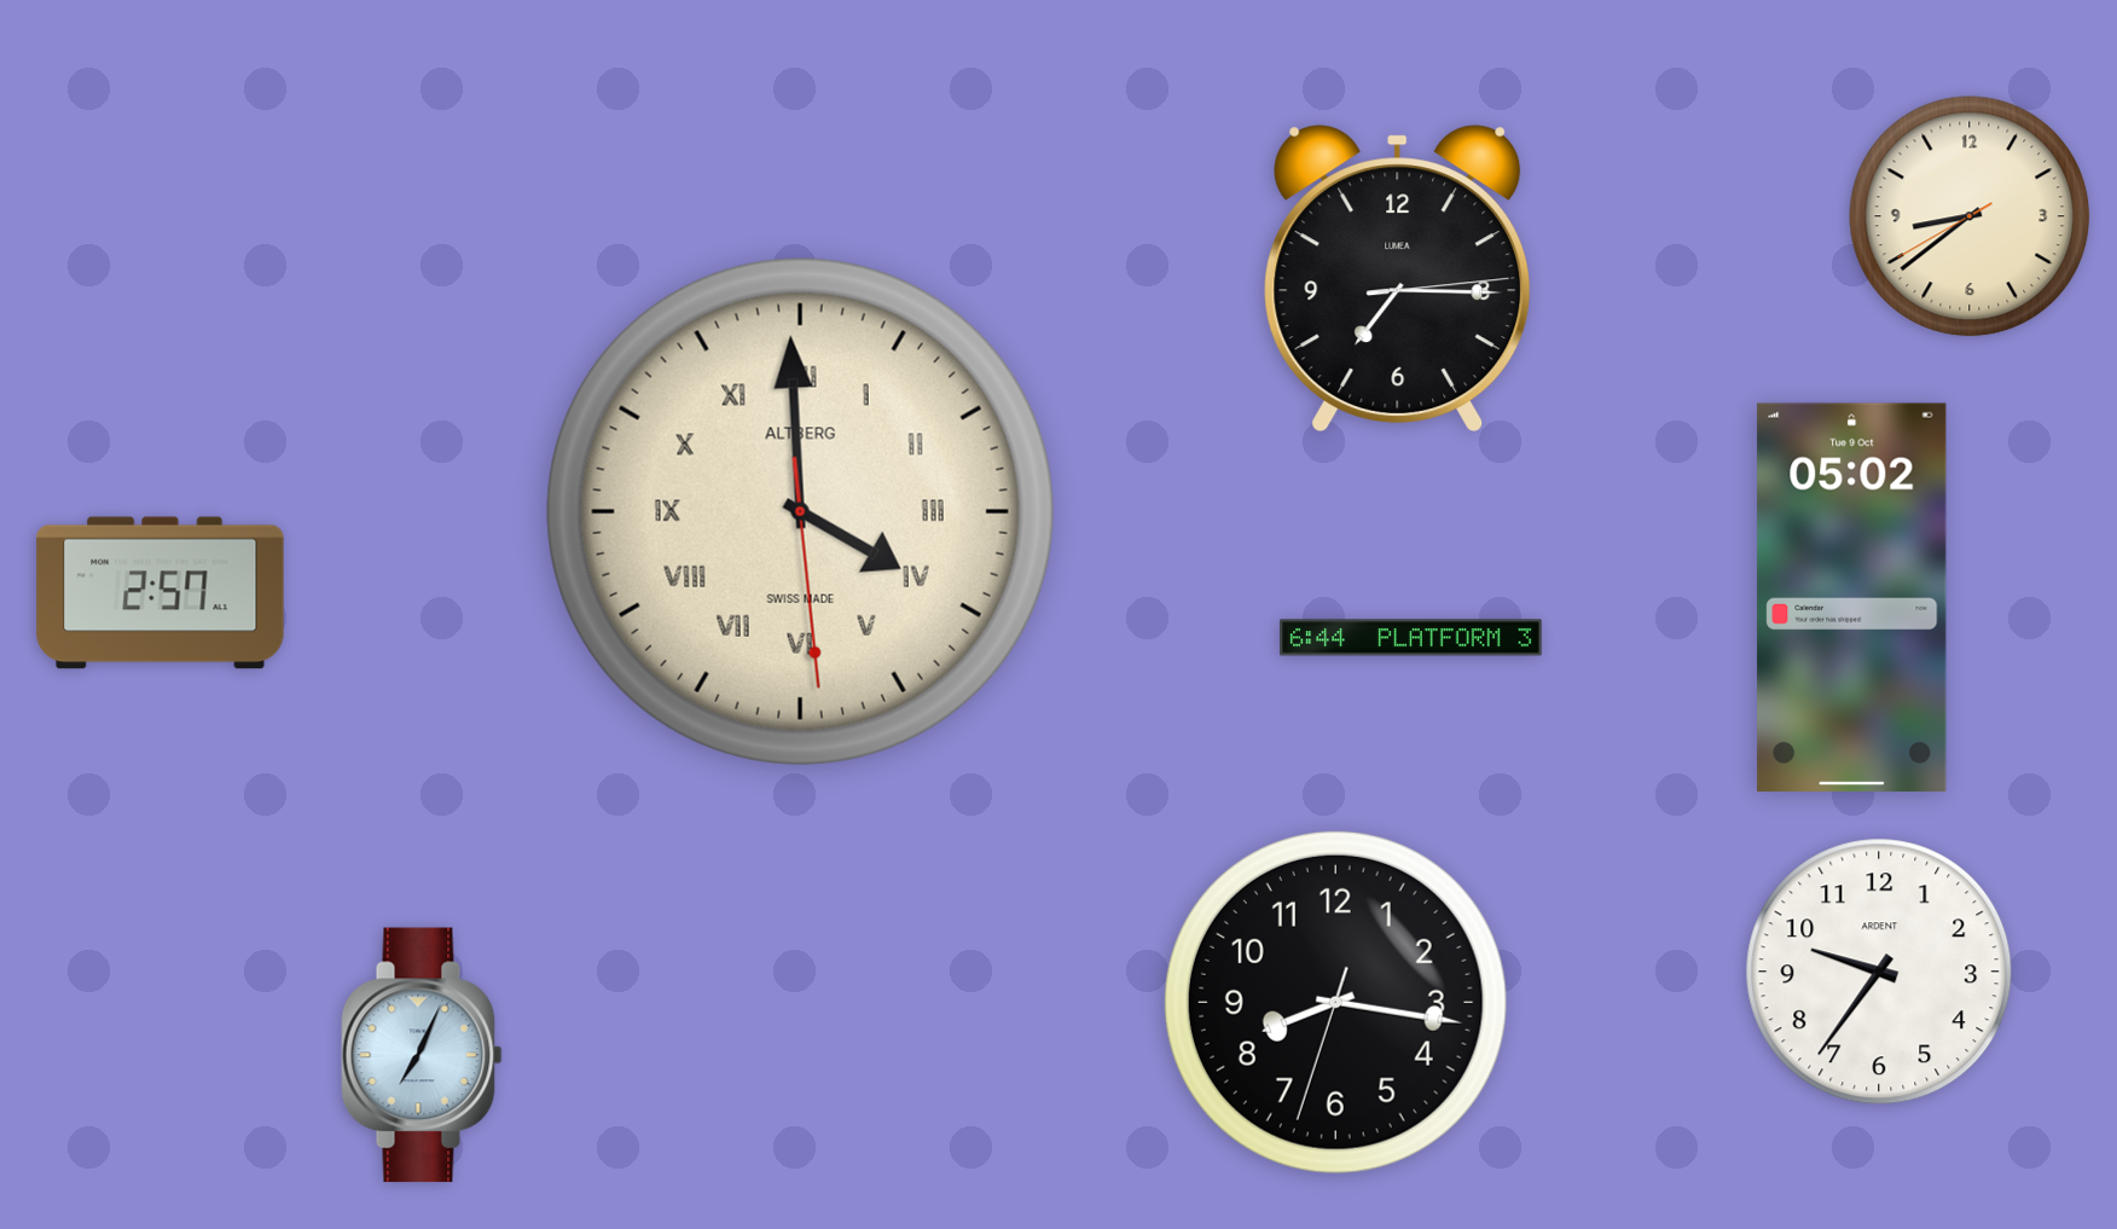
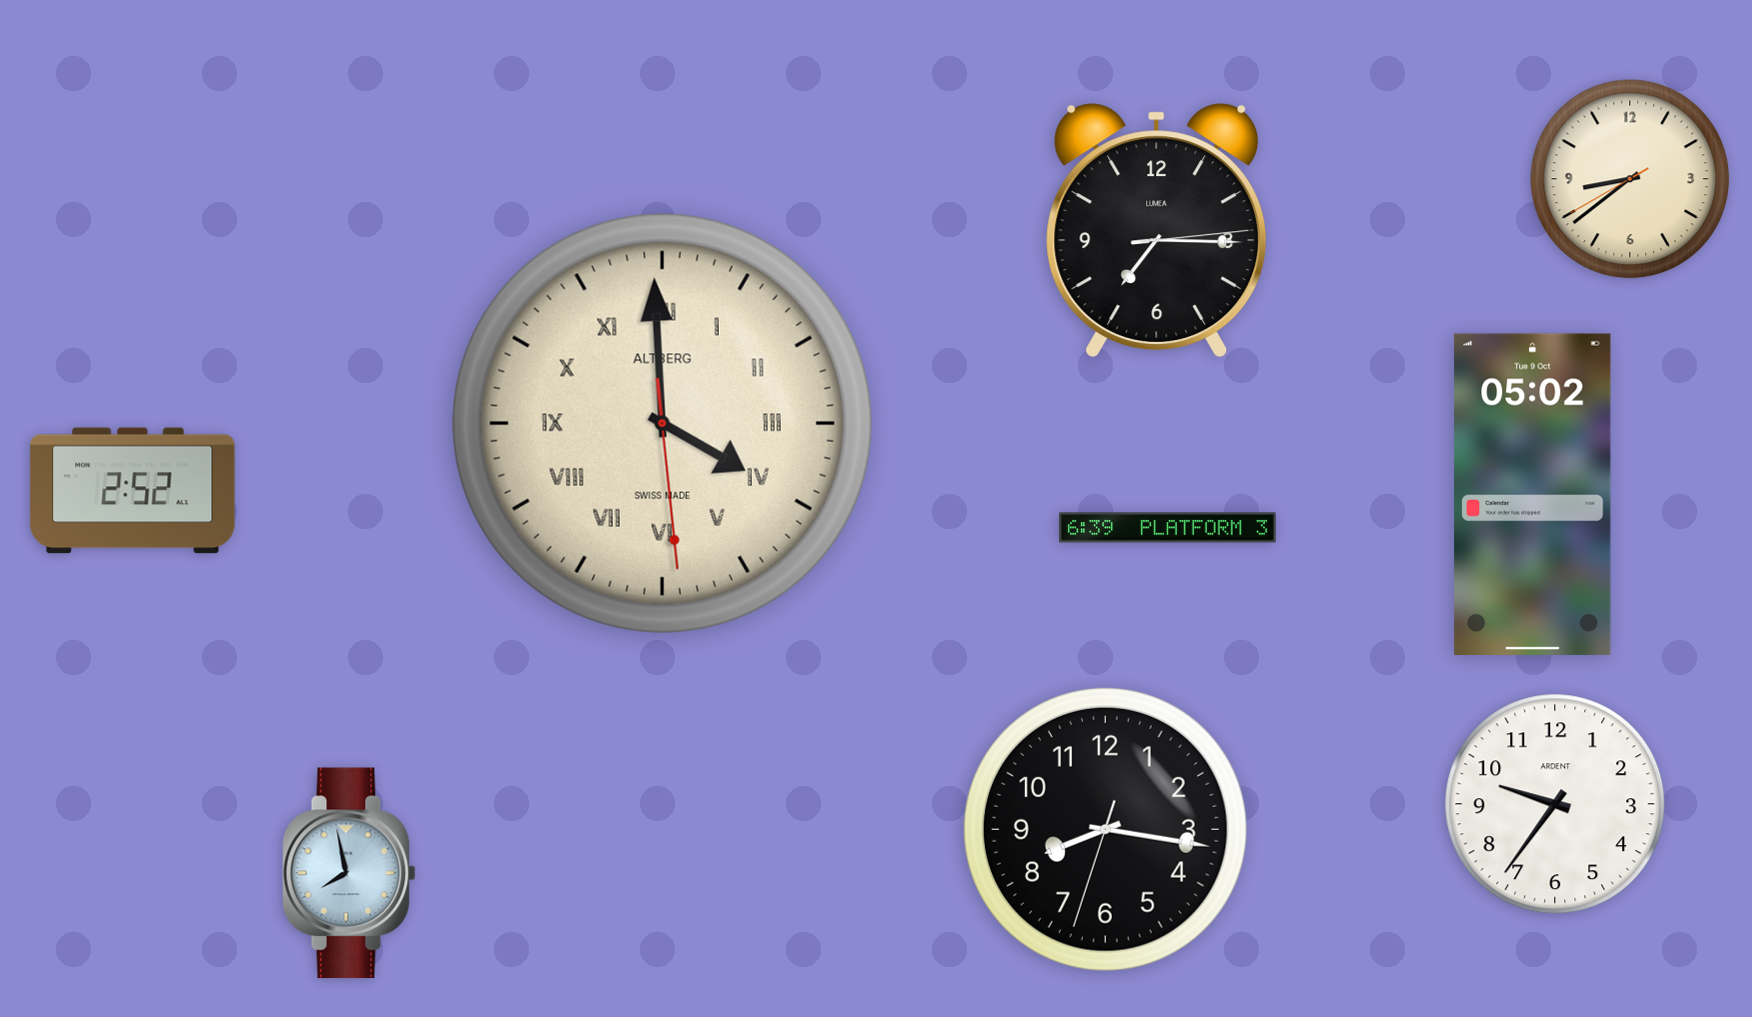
clock at (161, 593): 2:57 -> 2:52
clock at (1411, 638): 6:44 -> 6:39
clock at (422, 1055): 7:04 -> 7:58
